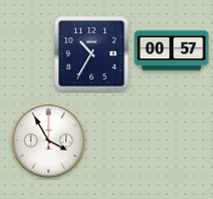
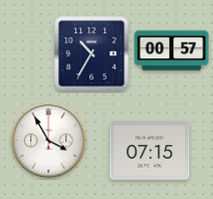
clock at (150, 151): none -> 07:15
